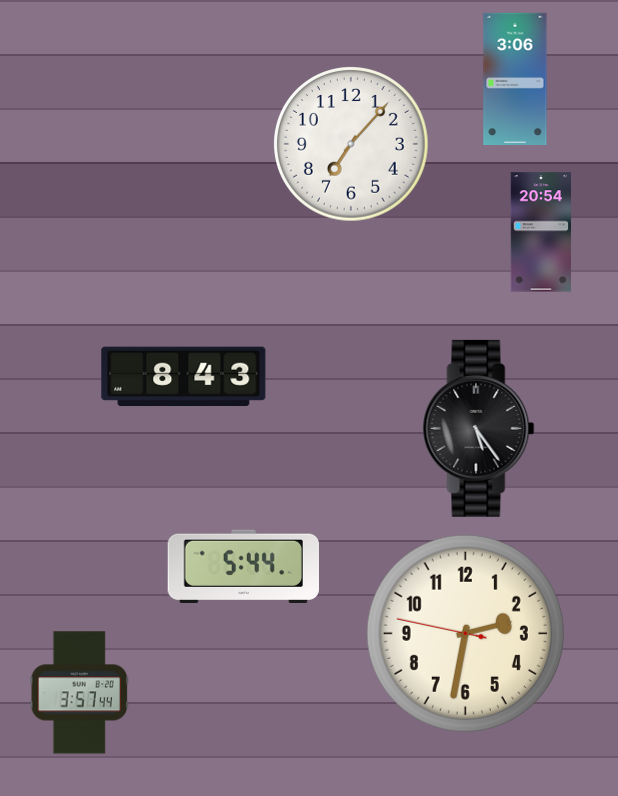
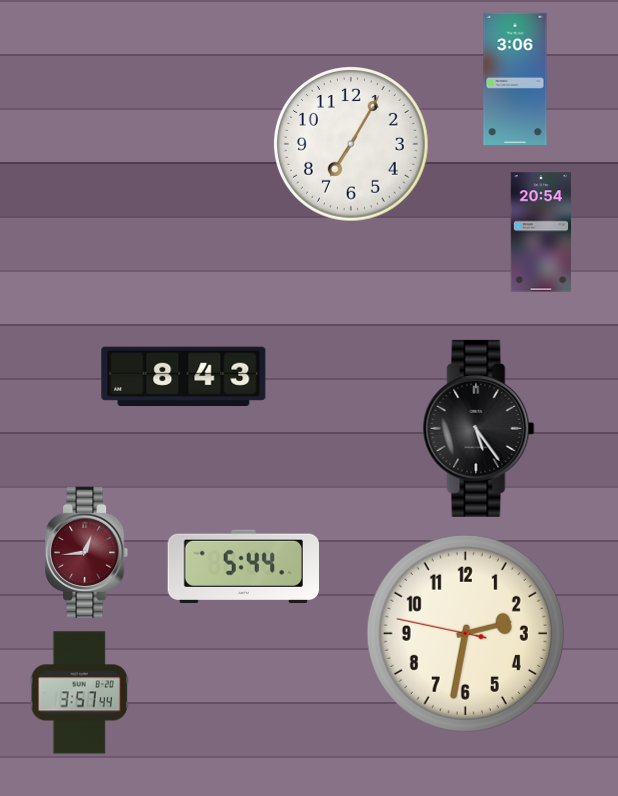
clock at (352, 145): 7:07 -> 7:05
clock at (88, 553): none -> 12:44
